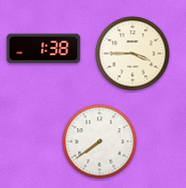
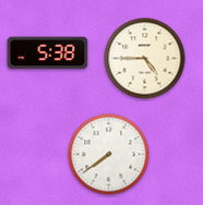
clock at (44, 49): 1:38 -> 5:38
clock at (133, 54): 3:45 -> 4:45
